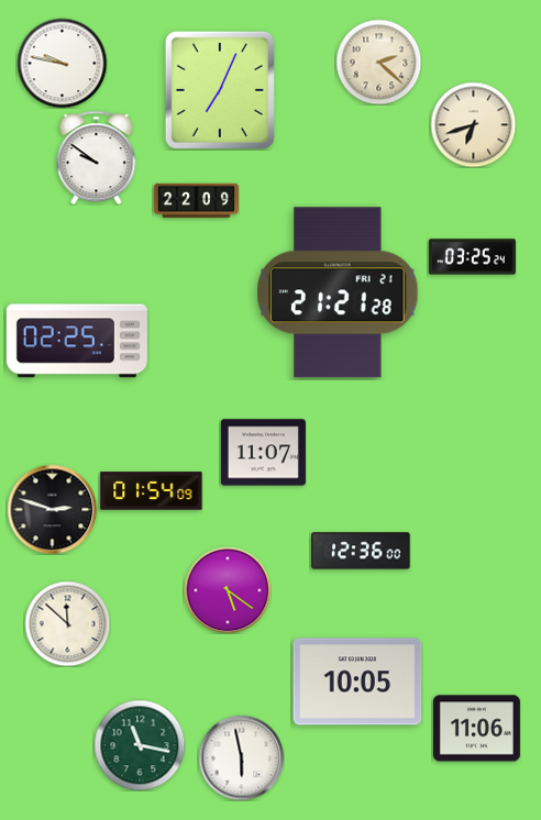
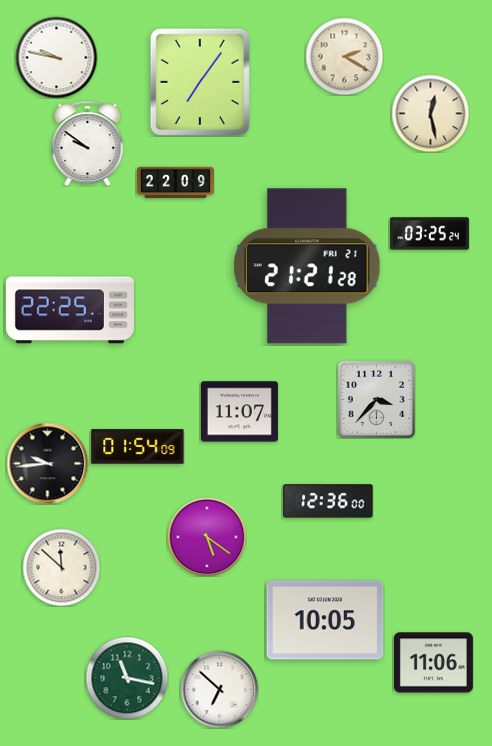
clock at (378, 62): 2:22 -> 2:20
clock at (220, 90): 7:04 -> 7:06
clock at (473, 124): 6:42 -> 12:28
clock at (196, 201) position: (196, 201) -> (175, 183)
clock at (77, 341): 02:25 -> 22:25
clock at (376, 399): none -> 3:37
clock at (52, 509): 2:48 -> 9:44
clock at (241, 757): 5:58 -> 6:52
